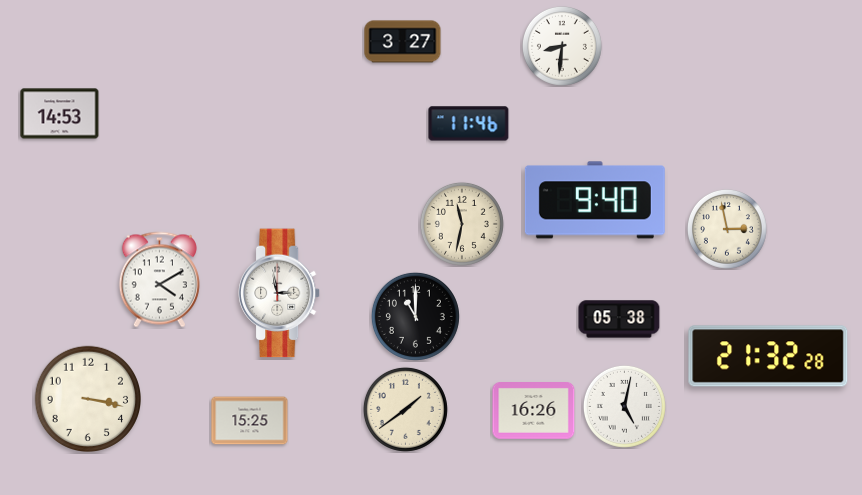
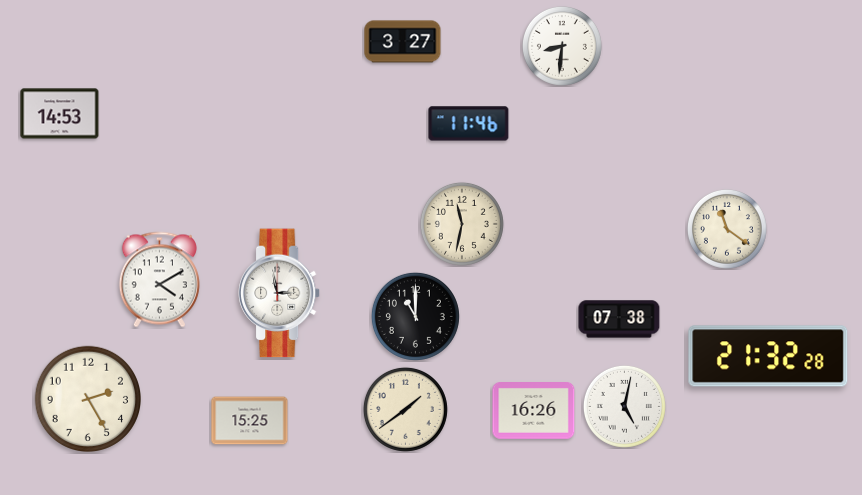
clock at (595, 200): 9:40 -> none
clock at (727, 229): 2:58 -> 11:21
clock at (619, 319): 05:38 -> 07:38
clock at (87, 398): 3:17 -> 2:25
